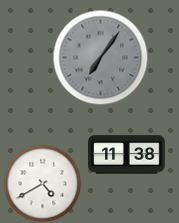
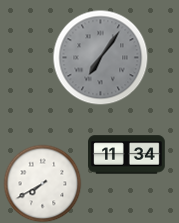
clock at (127, 155): 11:38 -> 11:34
clock at (42, 183): 4:40 -> 7:40
